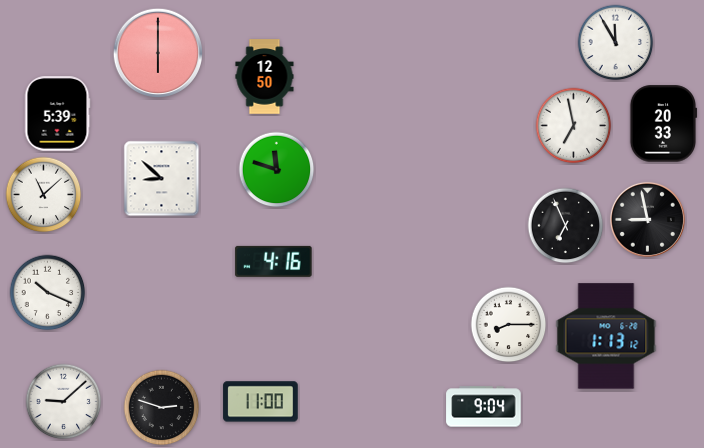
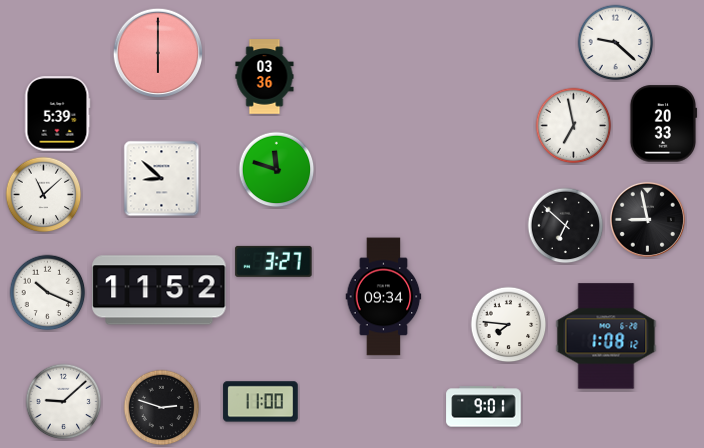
clock at (616, 43): 11:55 -> 9:22
clock at (265, 77): 12:50 -> 03:36
clock at (566, 226): 6:56 -> 6:52
clock at (274, 261): 4:16 -> 3:27
clock at (159, 290): none -> 11:52
clock at (384, 297): none -> 09:34
clock at (509, 325): 8:15 -> 7:46
clock at (606, 336): 1:13 -> 1:08
clock at (484, 407): 9:04 -> 9:01
